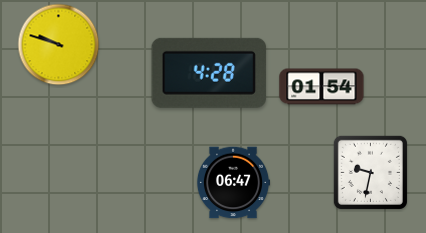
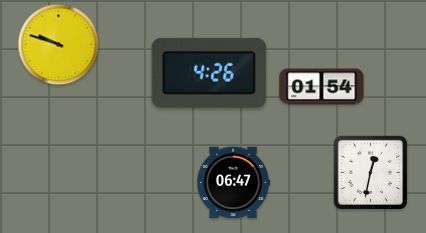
clock at (209, 73): 4:28 -> 4:26
clock at (370, 172): 9:32 -> 12:32
